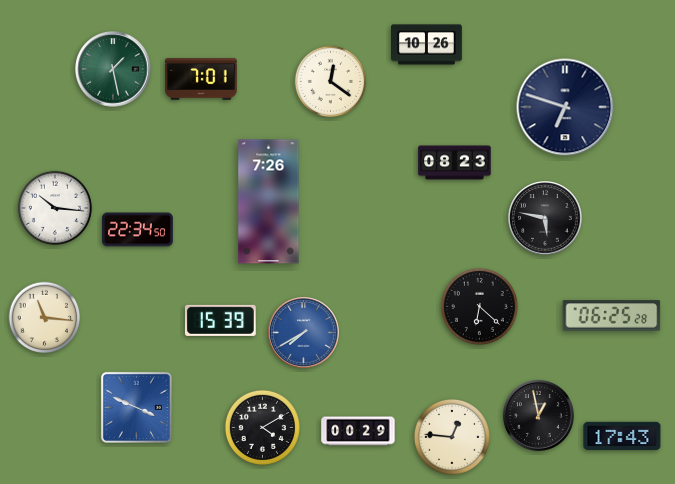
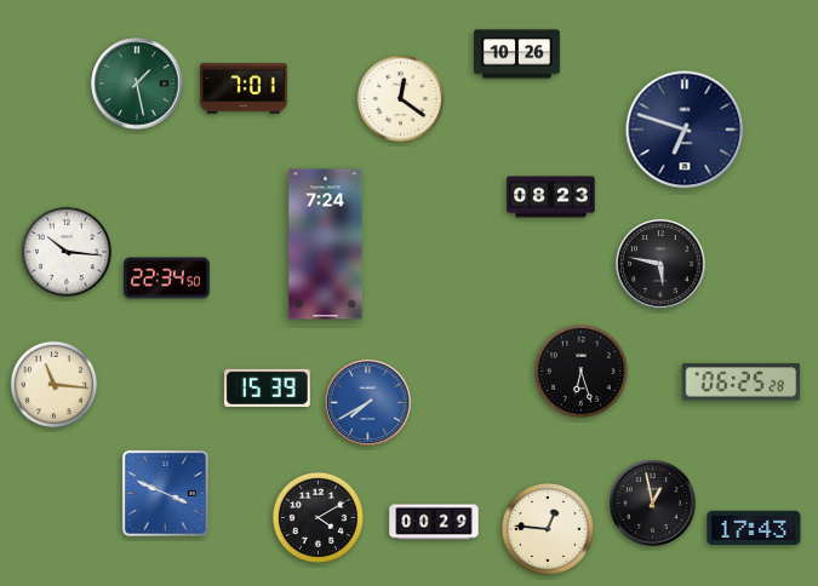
clock at (201, 79) position: (201, 79) -> (244, 88)
clock at (269, 202): 7:26 -> 7:24
clock at (479, 306): 6:22 -> 6:27
